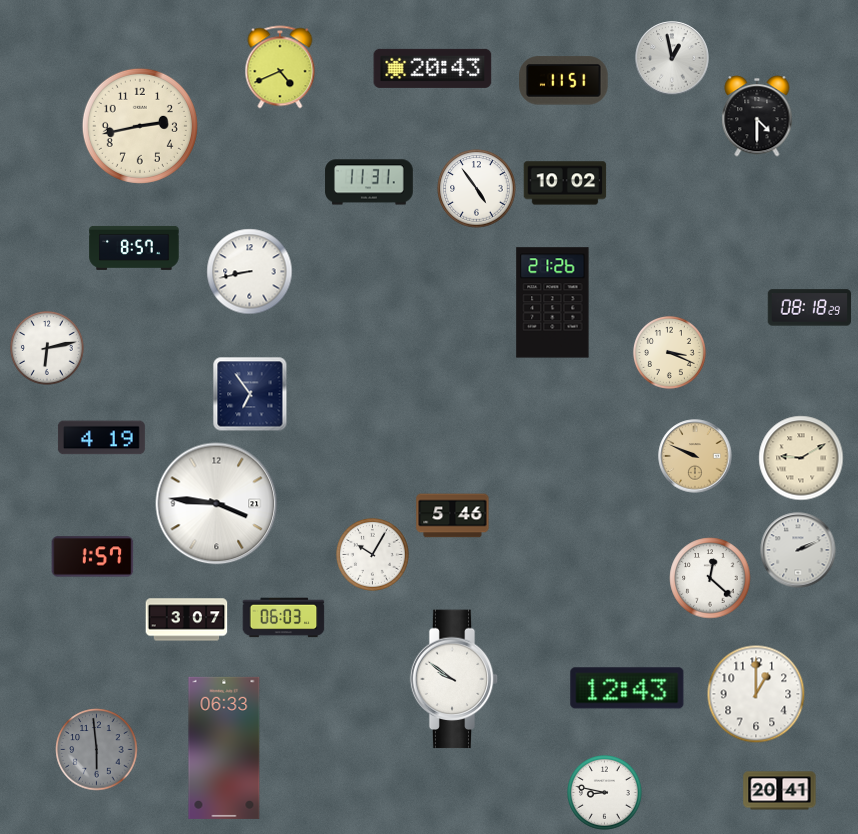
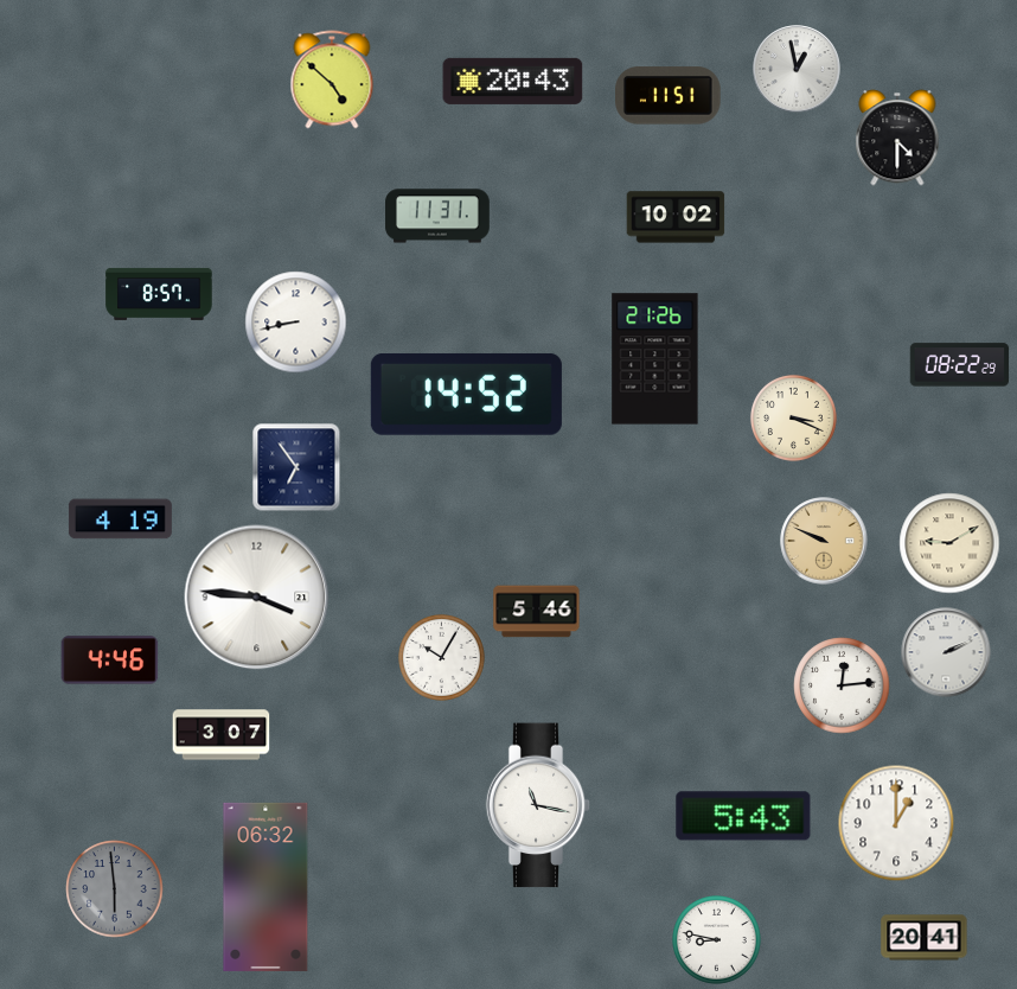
clock at (280, 67): 4:41 -> 4:52
clock at (140, 126): 2:43 -> none
clock at (565, 183) position: (565, 183) -> (676, 217)
clock at (477, 189): 4:54 -> none
clock at (810, 308): 08:18 -> 08:22
clock at (466, 394): none -> 14:52
clock at (48, 349): 6:13 -> none
clock at (93, 557): 1:57 -> 4:46
clock at (710, 578): 12:22 -> 12:14
clock at (284, 618): 06:03 -> none
clock at (454, 679): 9:51 -> 11:17
clock at (627, 688): 12:43 -> 5:43
clock at (224, 748): 06:33 -> 06:32
